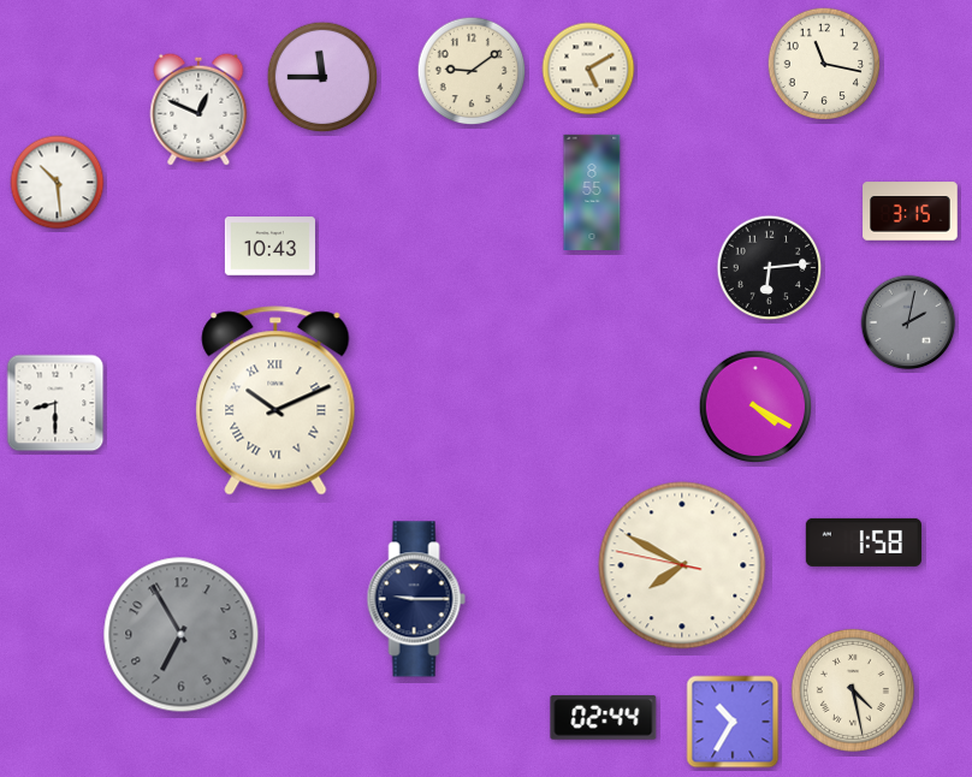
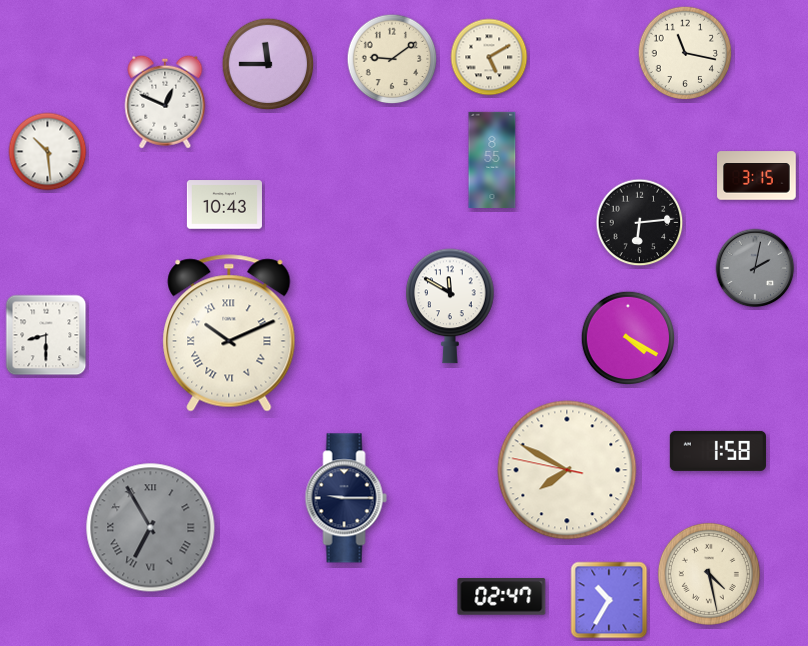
clock at (198, 109) position: (198, 109) -> (165, 102)
clock at (450, 306): none -> 11:50
clock at (182, 635) numerals: Arabic -> Roman
clock at (604, 718): 02:44 -> 02:47
